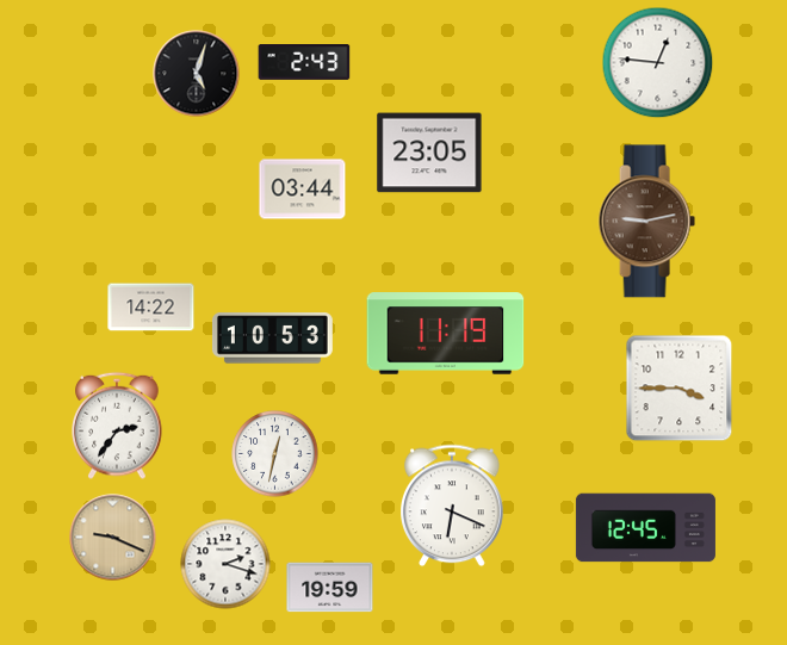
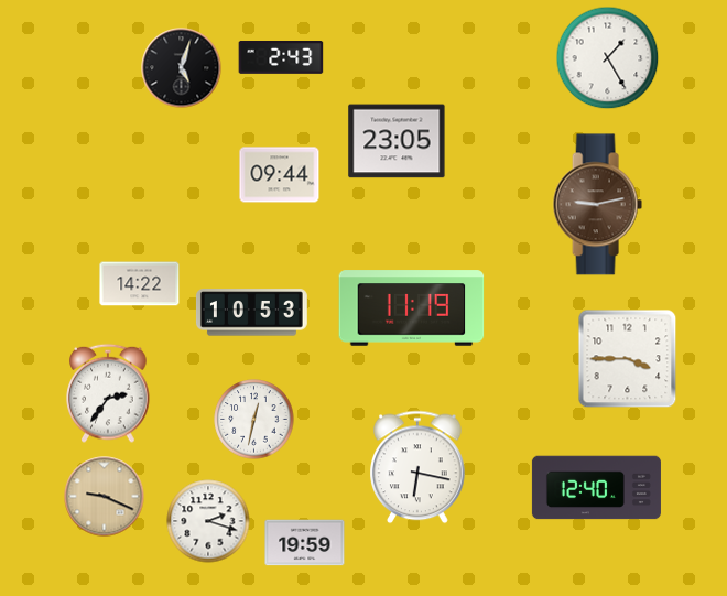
clock at (658, 63): 12:46 -> 1:25
clock at (303, 190): 03:44 -> 09:44
clock at (453, 506): 6:19 -> 6:17
clock at (645, 528): 12:45 -> 12:40
